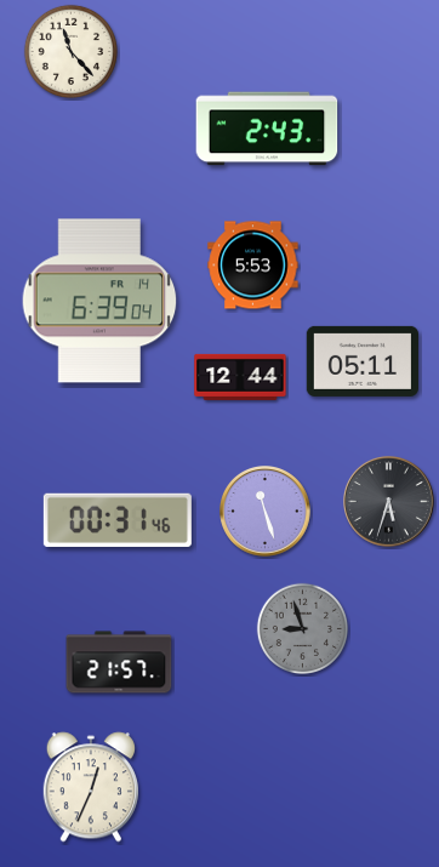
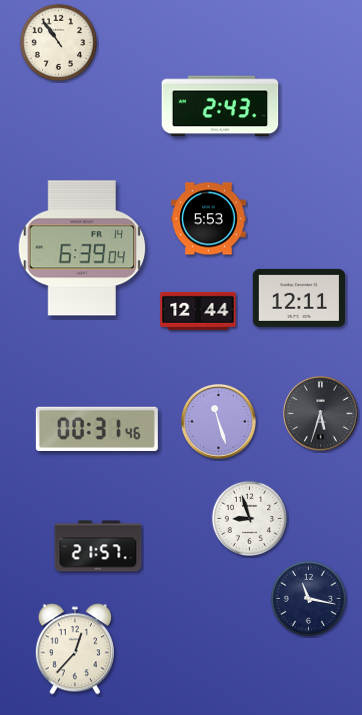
clock at (70, 51): 11:23 -> 10:54
clock at (361, 361): 05:11 -> 12:11
clock at (302, 628) dial: grey -> white
clock at (308, 598): none -> 11:17
clock at (91, 787): 12:34 -> 12:37
